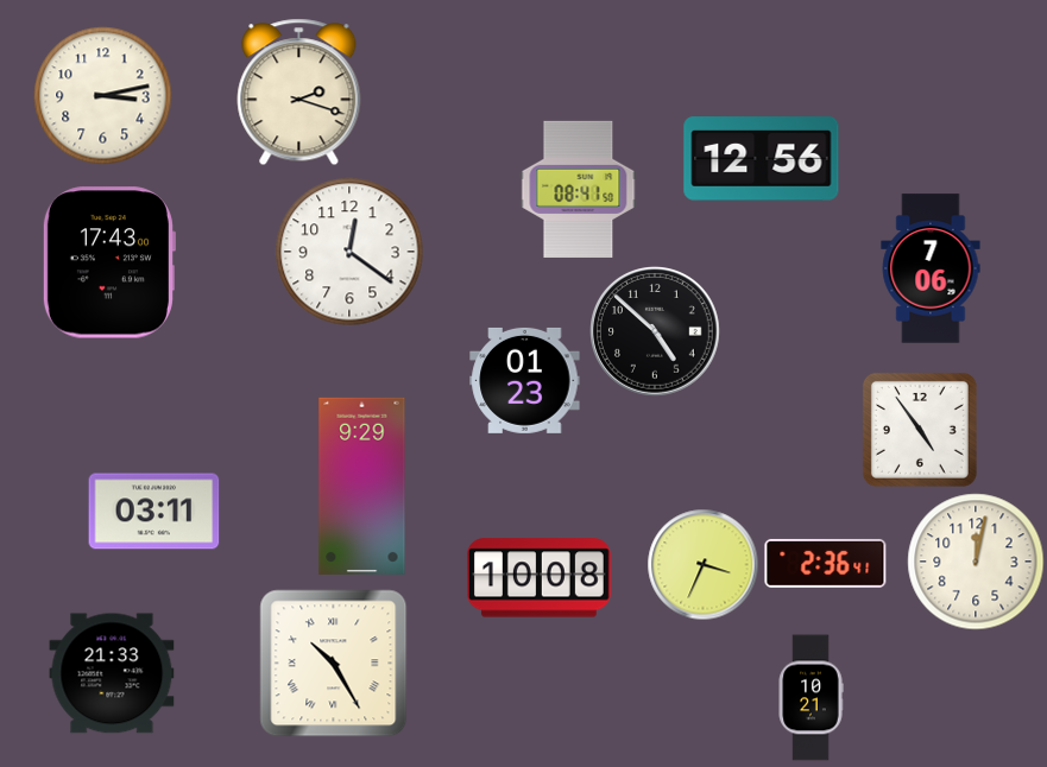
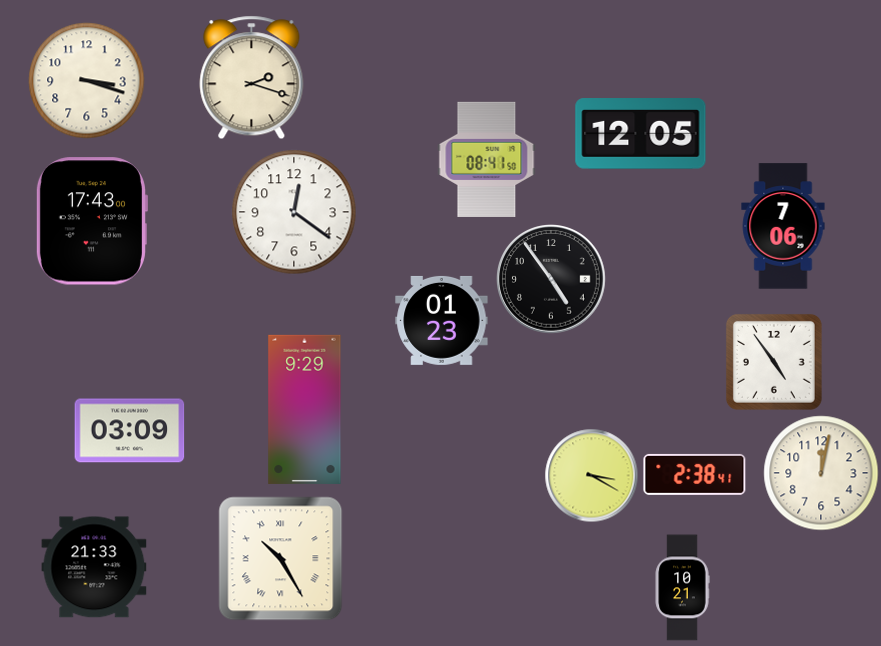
clock at (103, 96): 3:13 -> 3:18
clock at (762, 159): 12:56 -> 12:05
clock at (656, 332): 4:52 -> 4:54
clock at (154, 512): 03:11 -> 03:09
clock at (826, 563): 2:36 -> 2:38
clock at (704, 565): 3:34 -> 3:20
clock at (538, 578): 10:08 -> none
